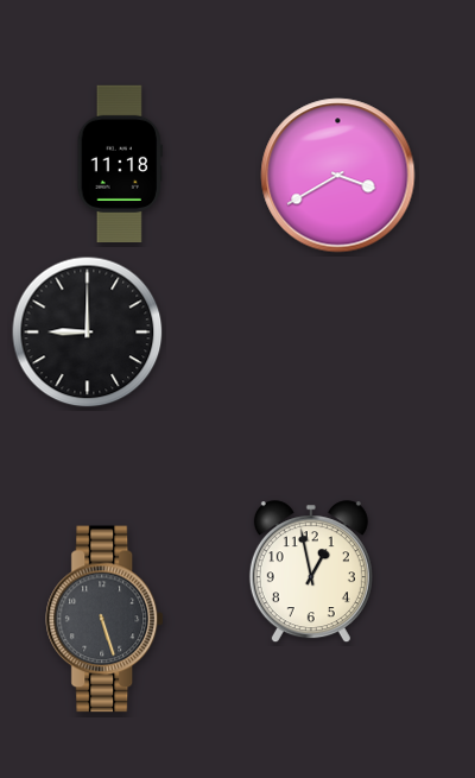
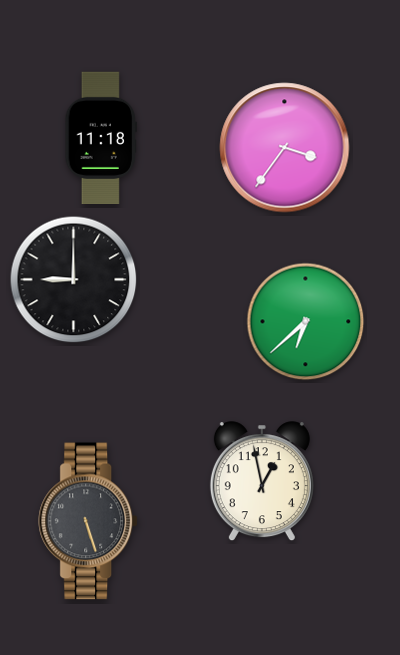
clock at (338, 176): 3:40 -> 3:36
clock at (306, 322): none -> 6:38
